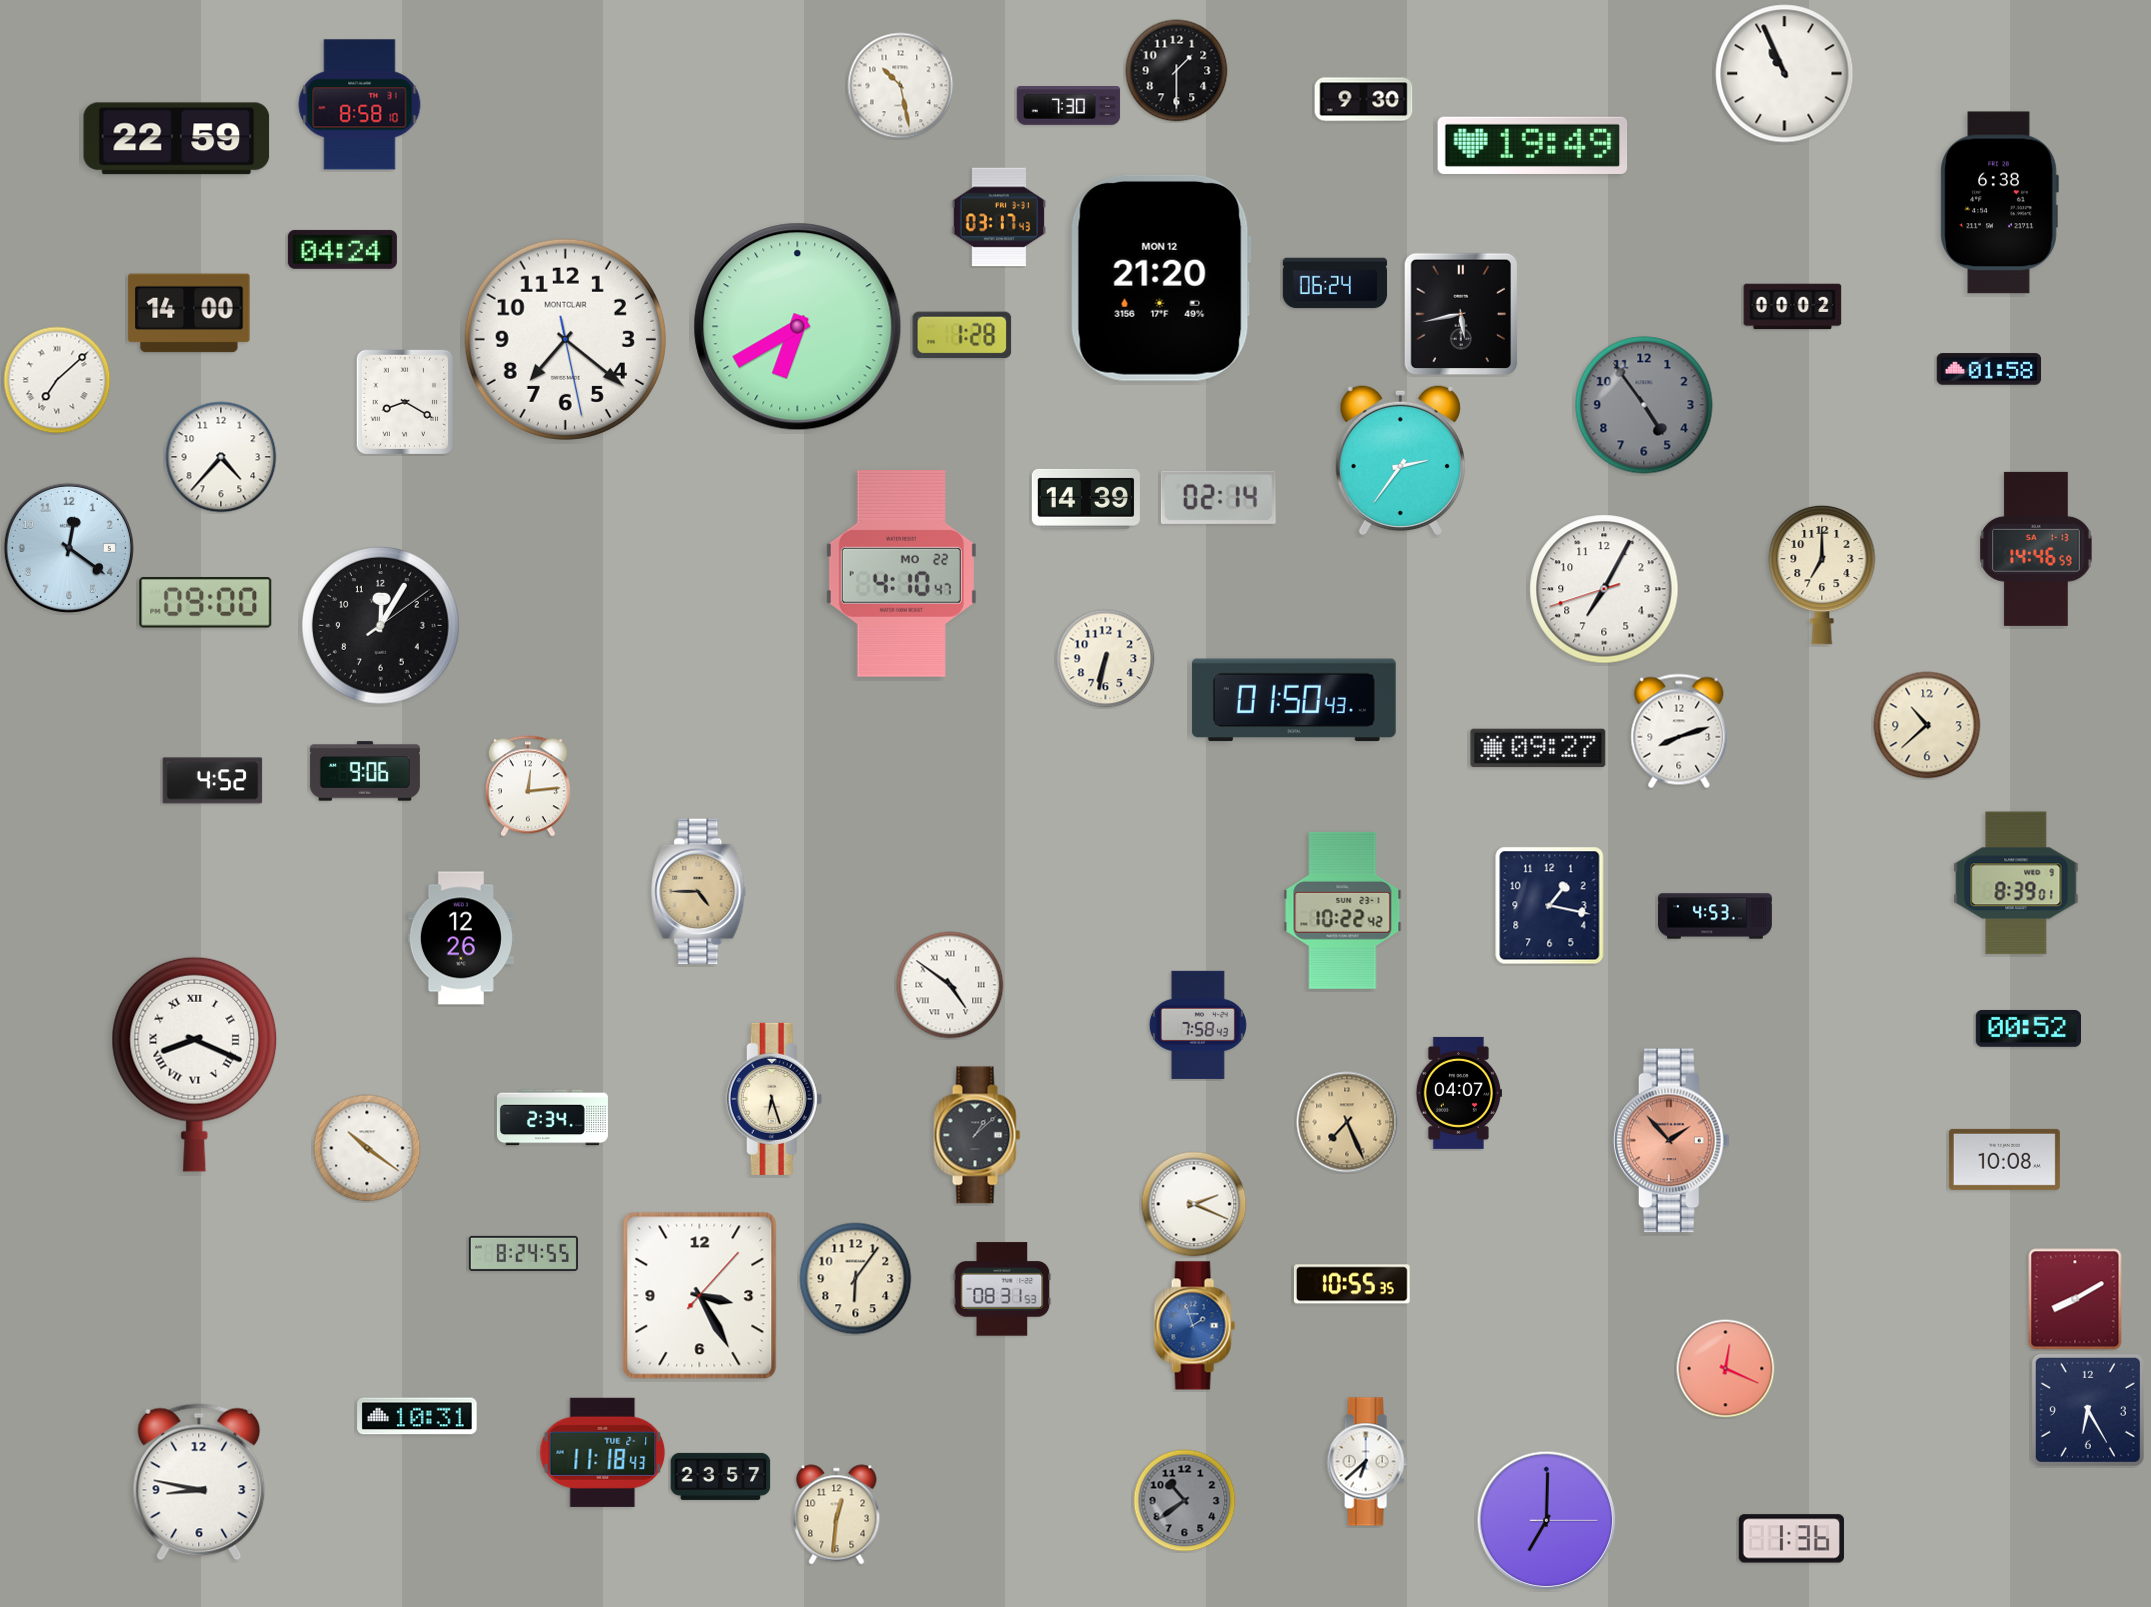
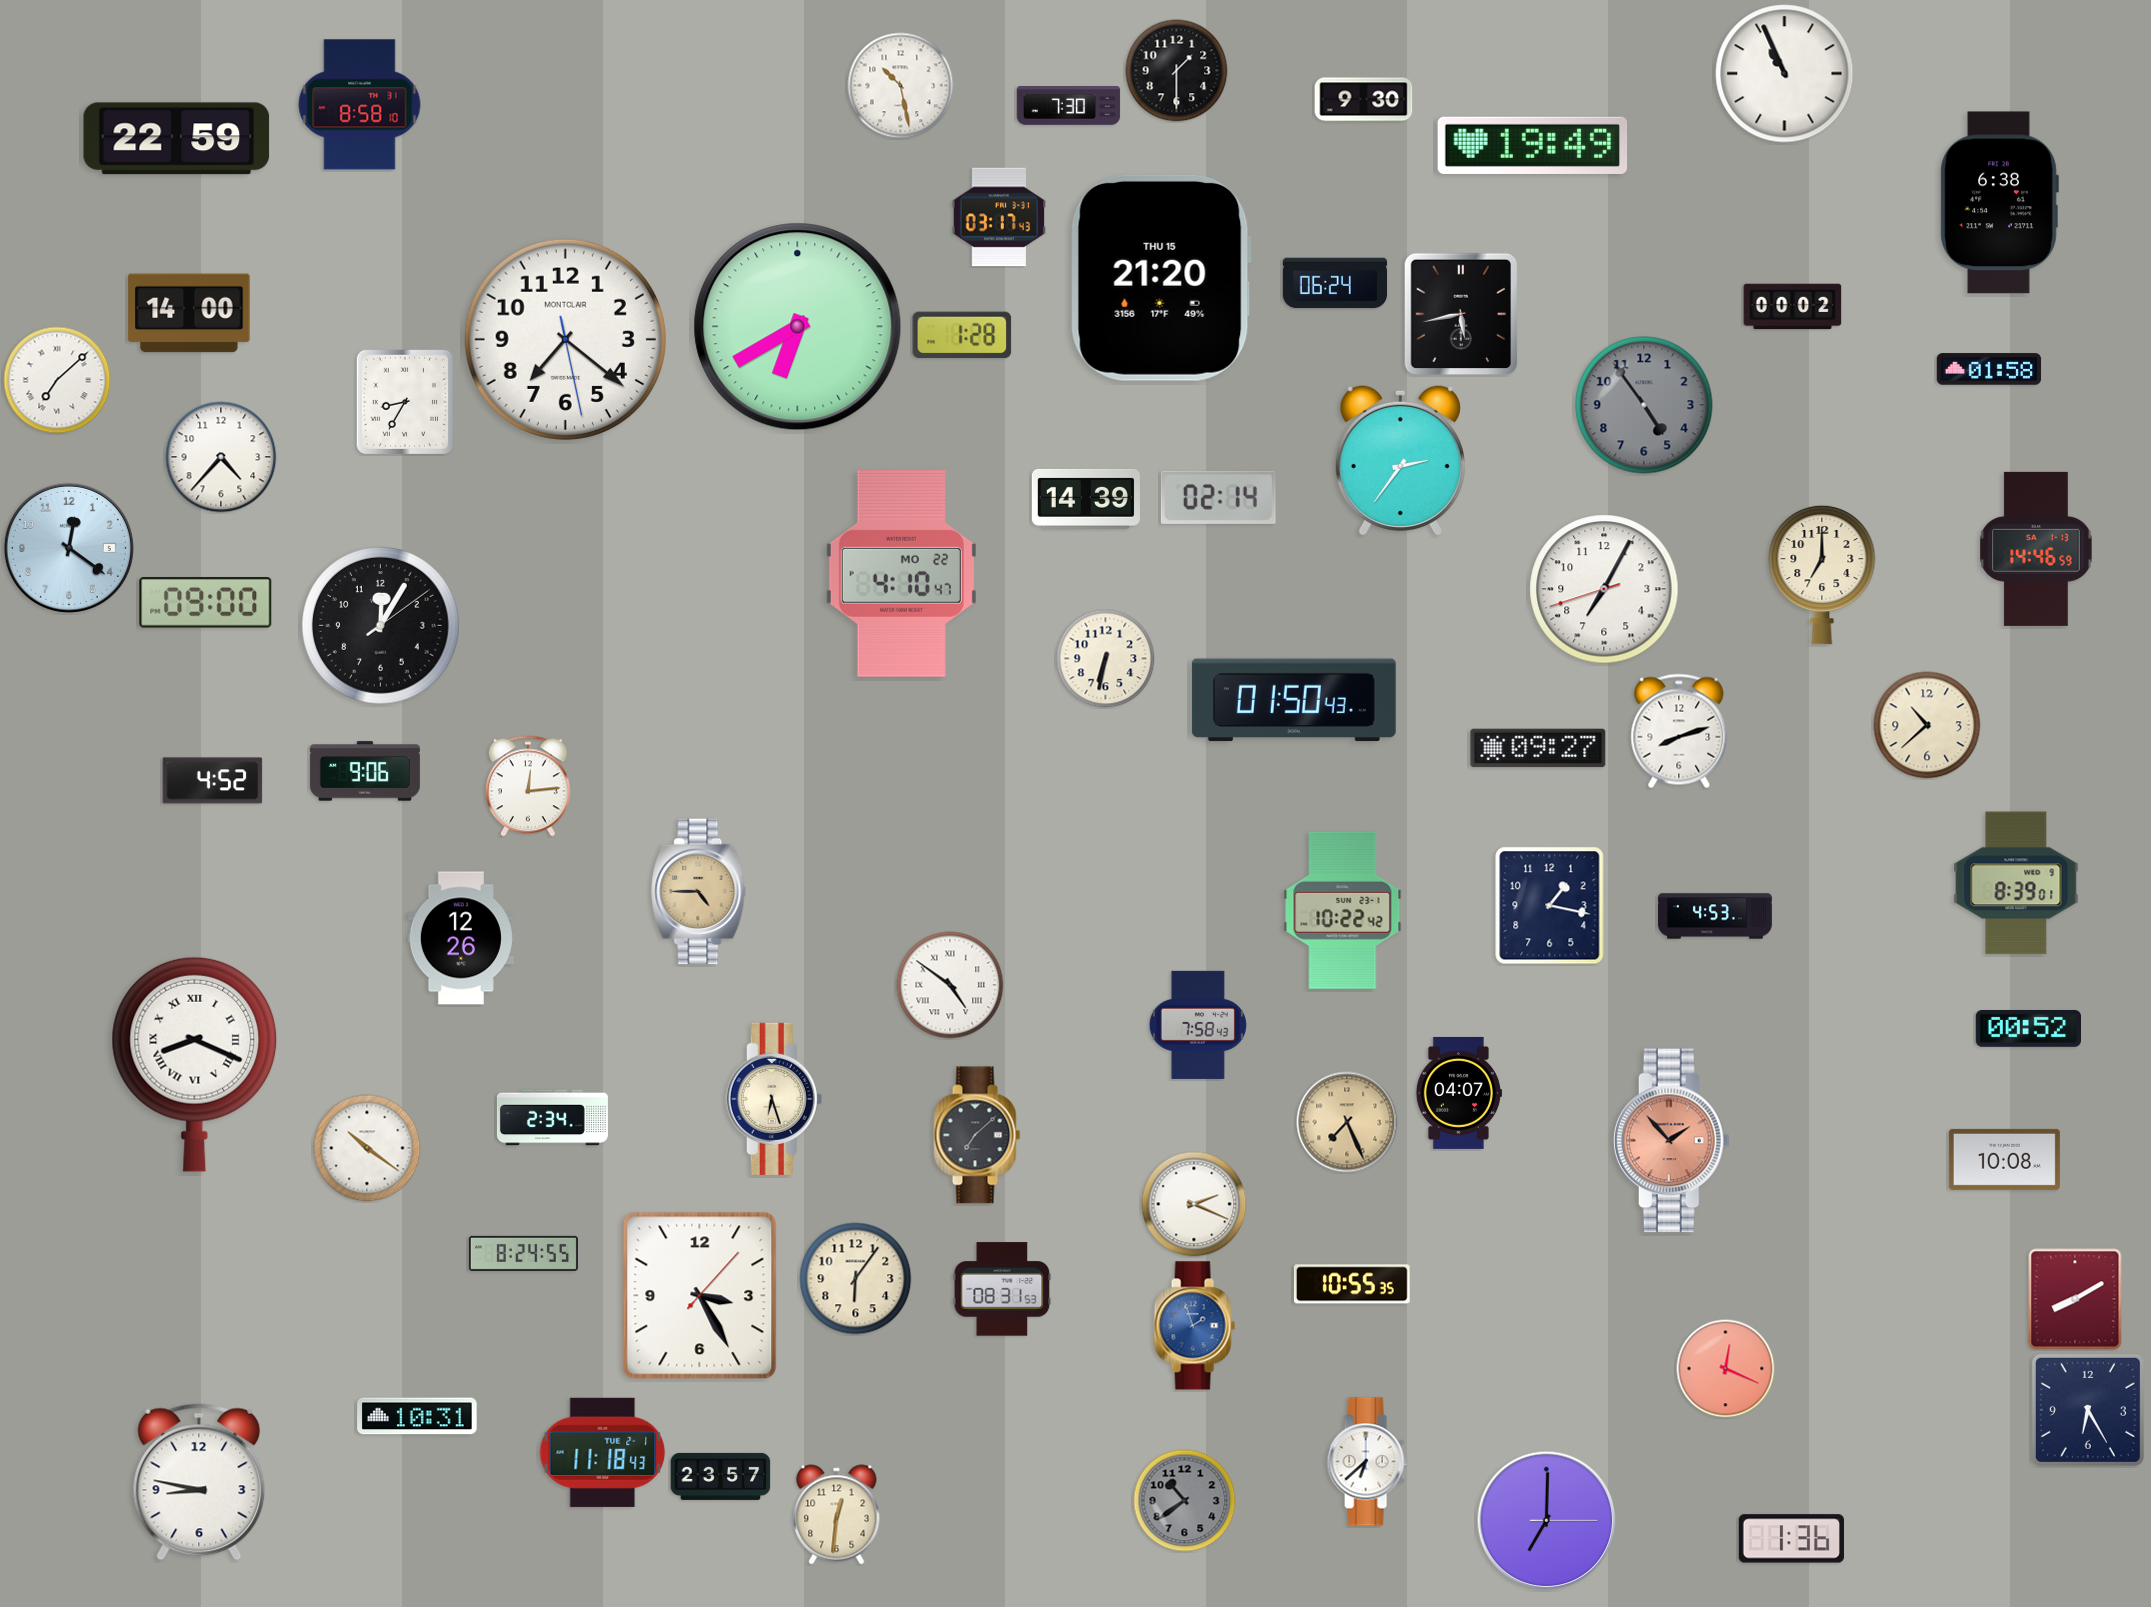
clock at (342, 249): 04:24 -> none
clock at (1161, 278) date: MON 12 -> THU 15
clock at (404, 401): 8:20 -> 8:35
clock at (977, 1135): 1:08 -> 7:08
